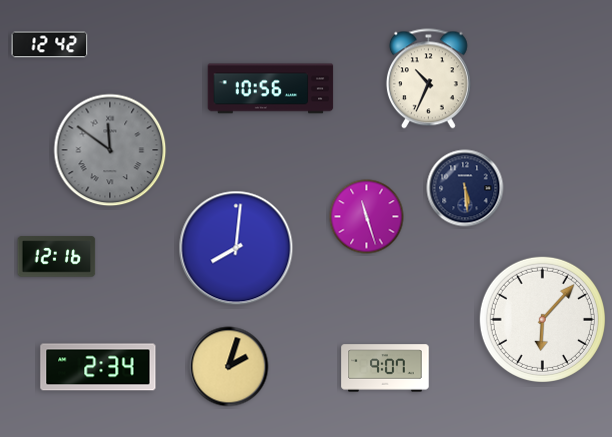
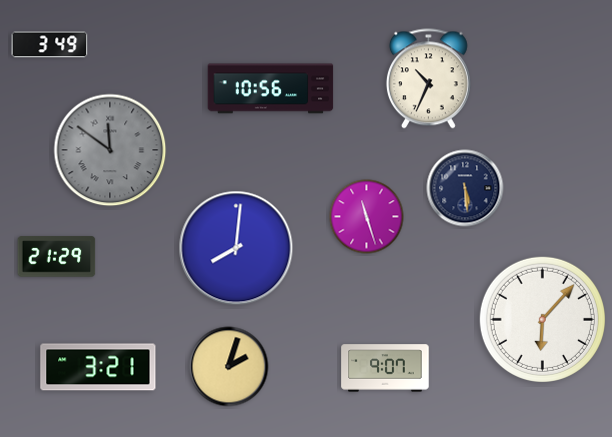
clock at (50, 45): 12:42 -> 3:49
clock at (57, 257): 12:16 -> 21:29
clock at (98, 367): 2:34 -> 3:21
